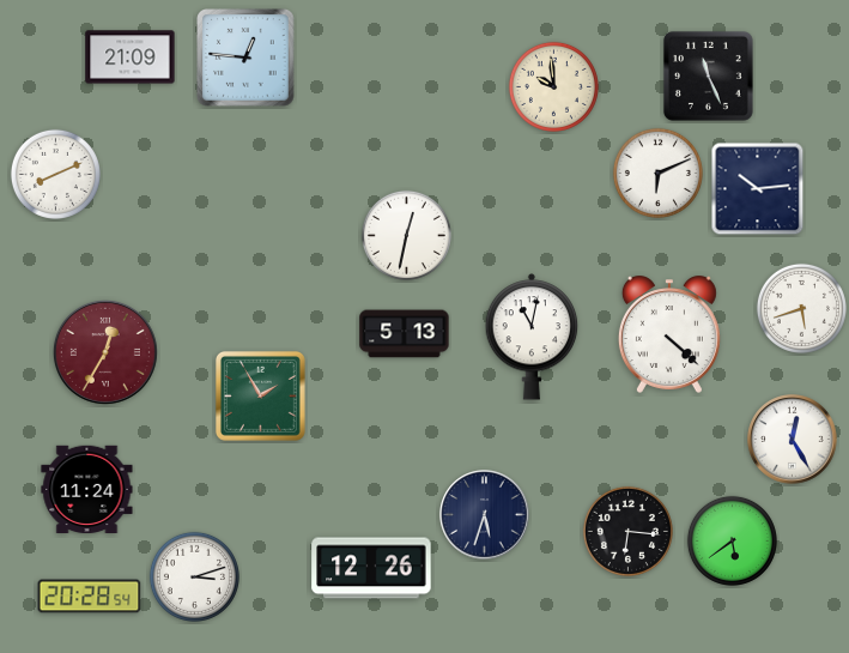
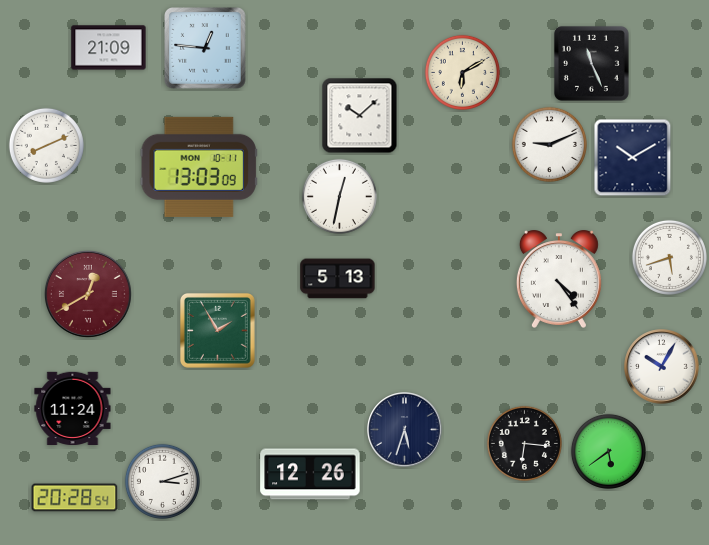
clock at (553, 86): 9:59 -> 6:10
clock at (360, 116): none -> 10:08
clock at (657, 173): 6:11 -> 9:11
clock at (758, 189): 10:14 -> 10:10
clock at (199, 167): none -> 13:03
clock at (669, 334): 4:22 -> 4:24
clock at (532, 337): 11:02 -> none
clock at (105, 352): 12:35 -> 12:40
clock at (793, 440): 12:25 -> 10:05
clock at (732, 540) position: (732, 540) -> (608, 451)
